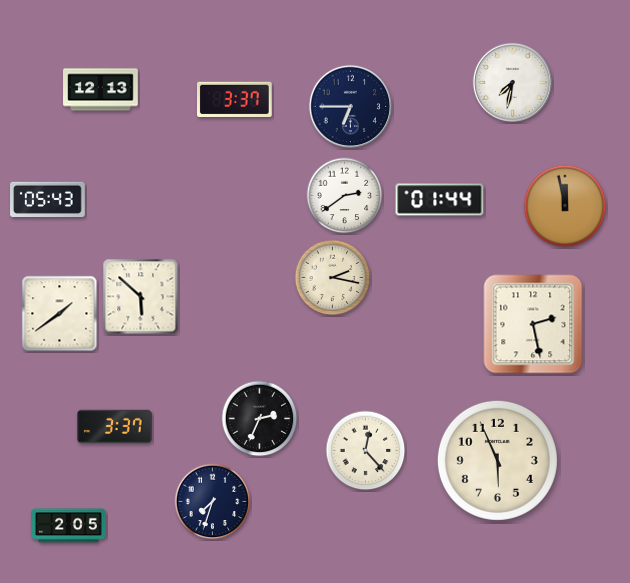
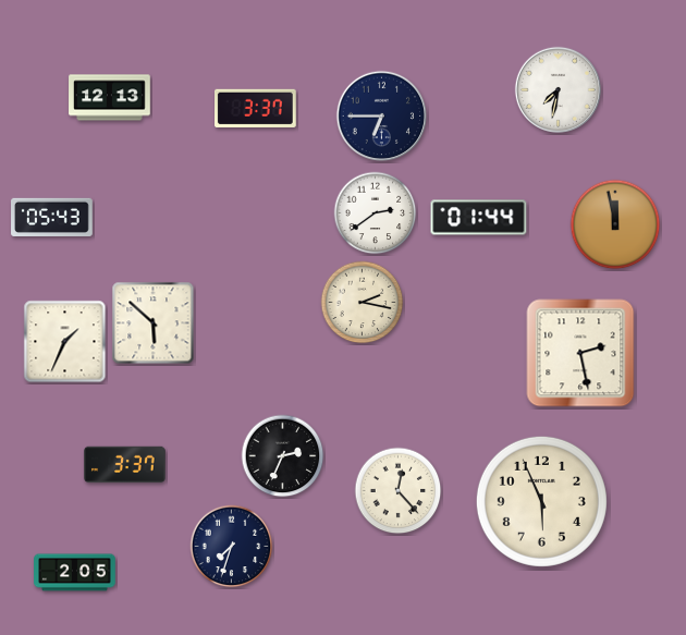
clock at (60, 314): 1:39 -> 1:34
